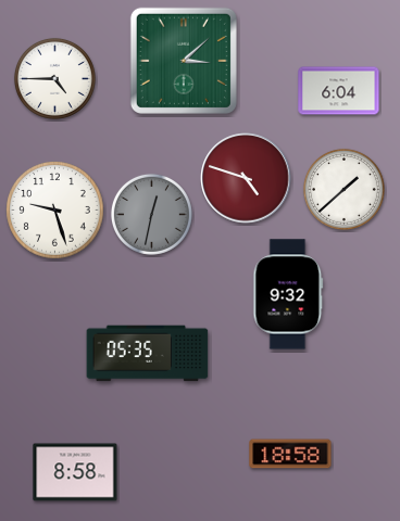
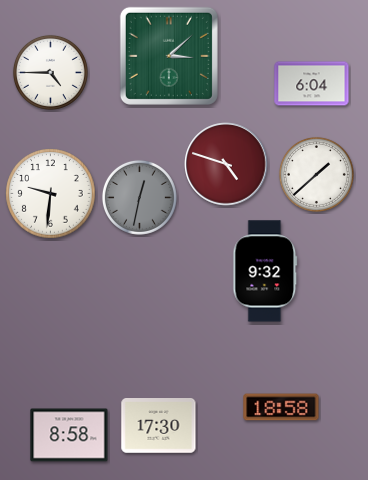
clock at (55, 211): 9:27 -> 9:31
clock at (148, 354): 05:35 -> none
clock at (290, 454) position: (290, 454) -> (281, 407)
clock at (159, 426): none -> 17:30
